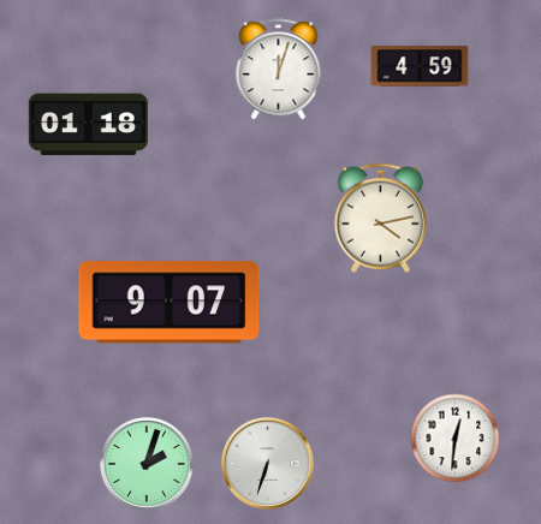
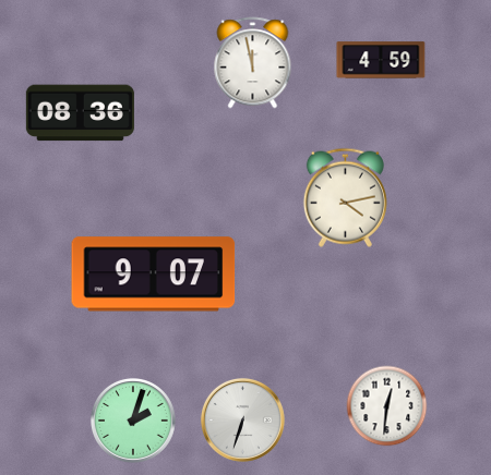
clock at (279, 70): 12:03 -> 11:58
clock at (88, 125): 01:18 -> 08:36
clock at (456, 439) position: (456, 439) -> (387, 406)
